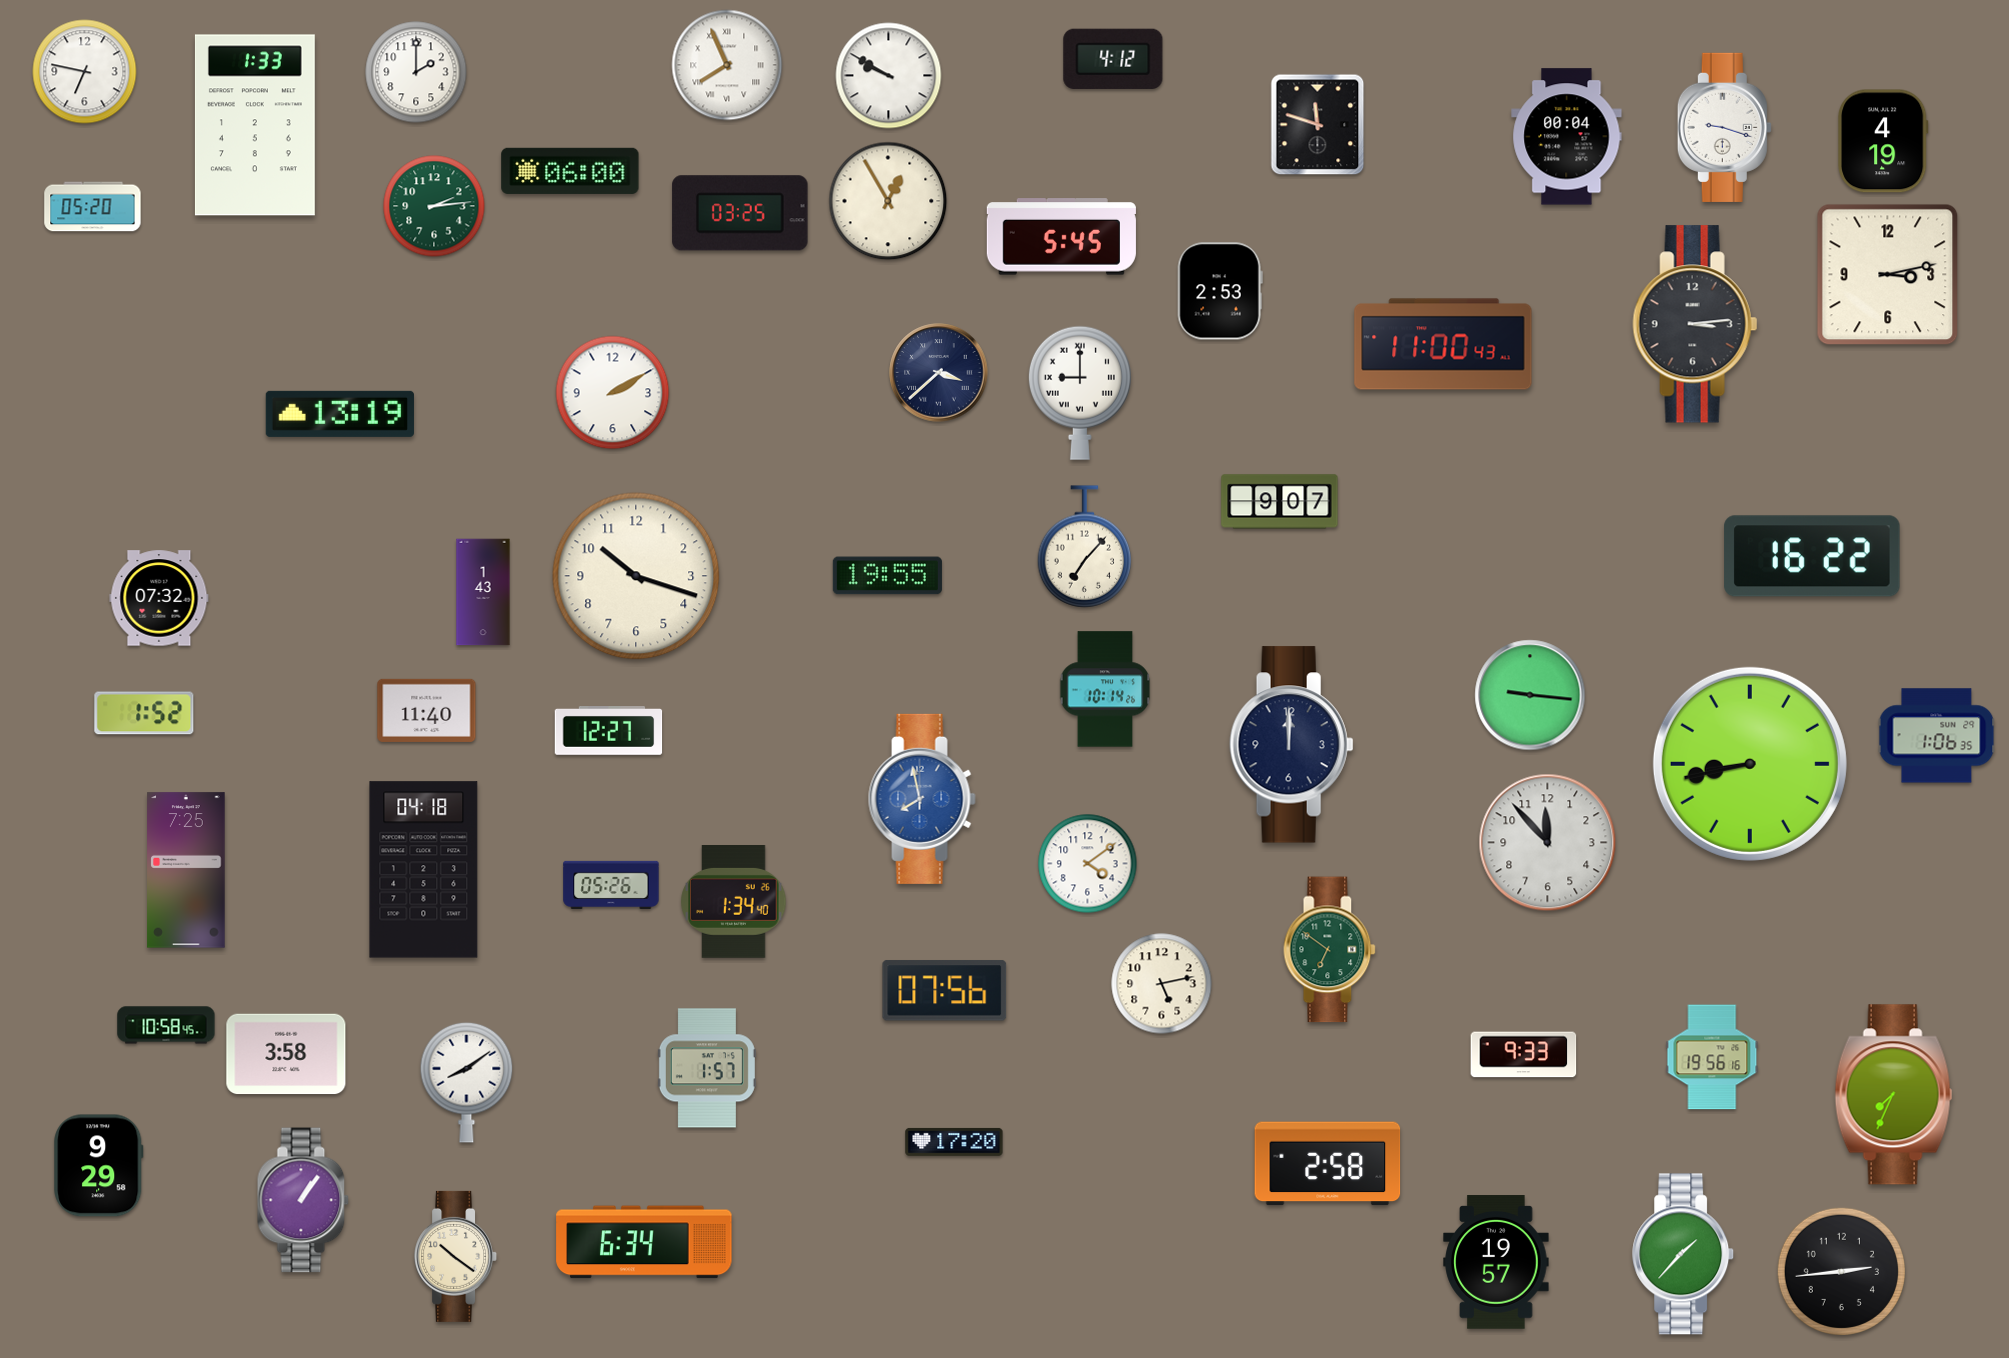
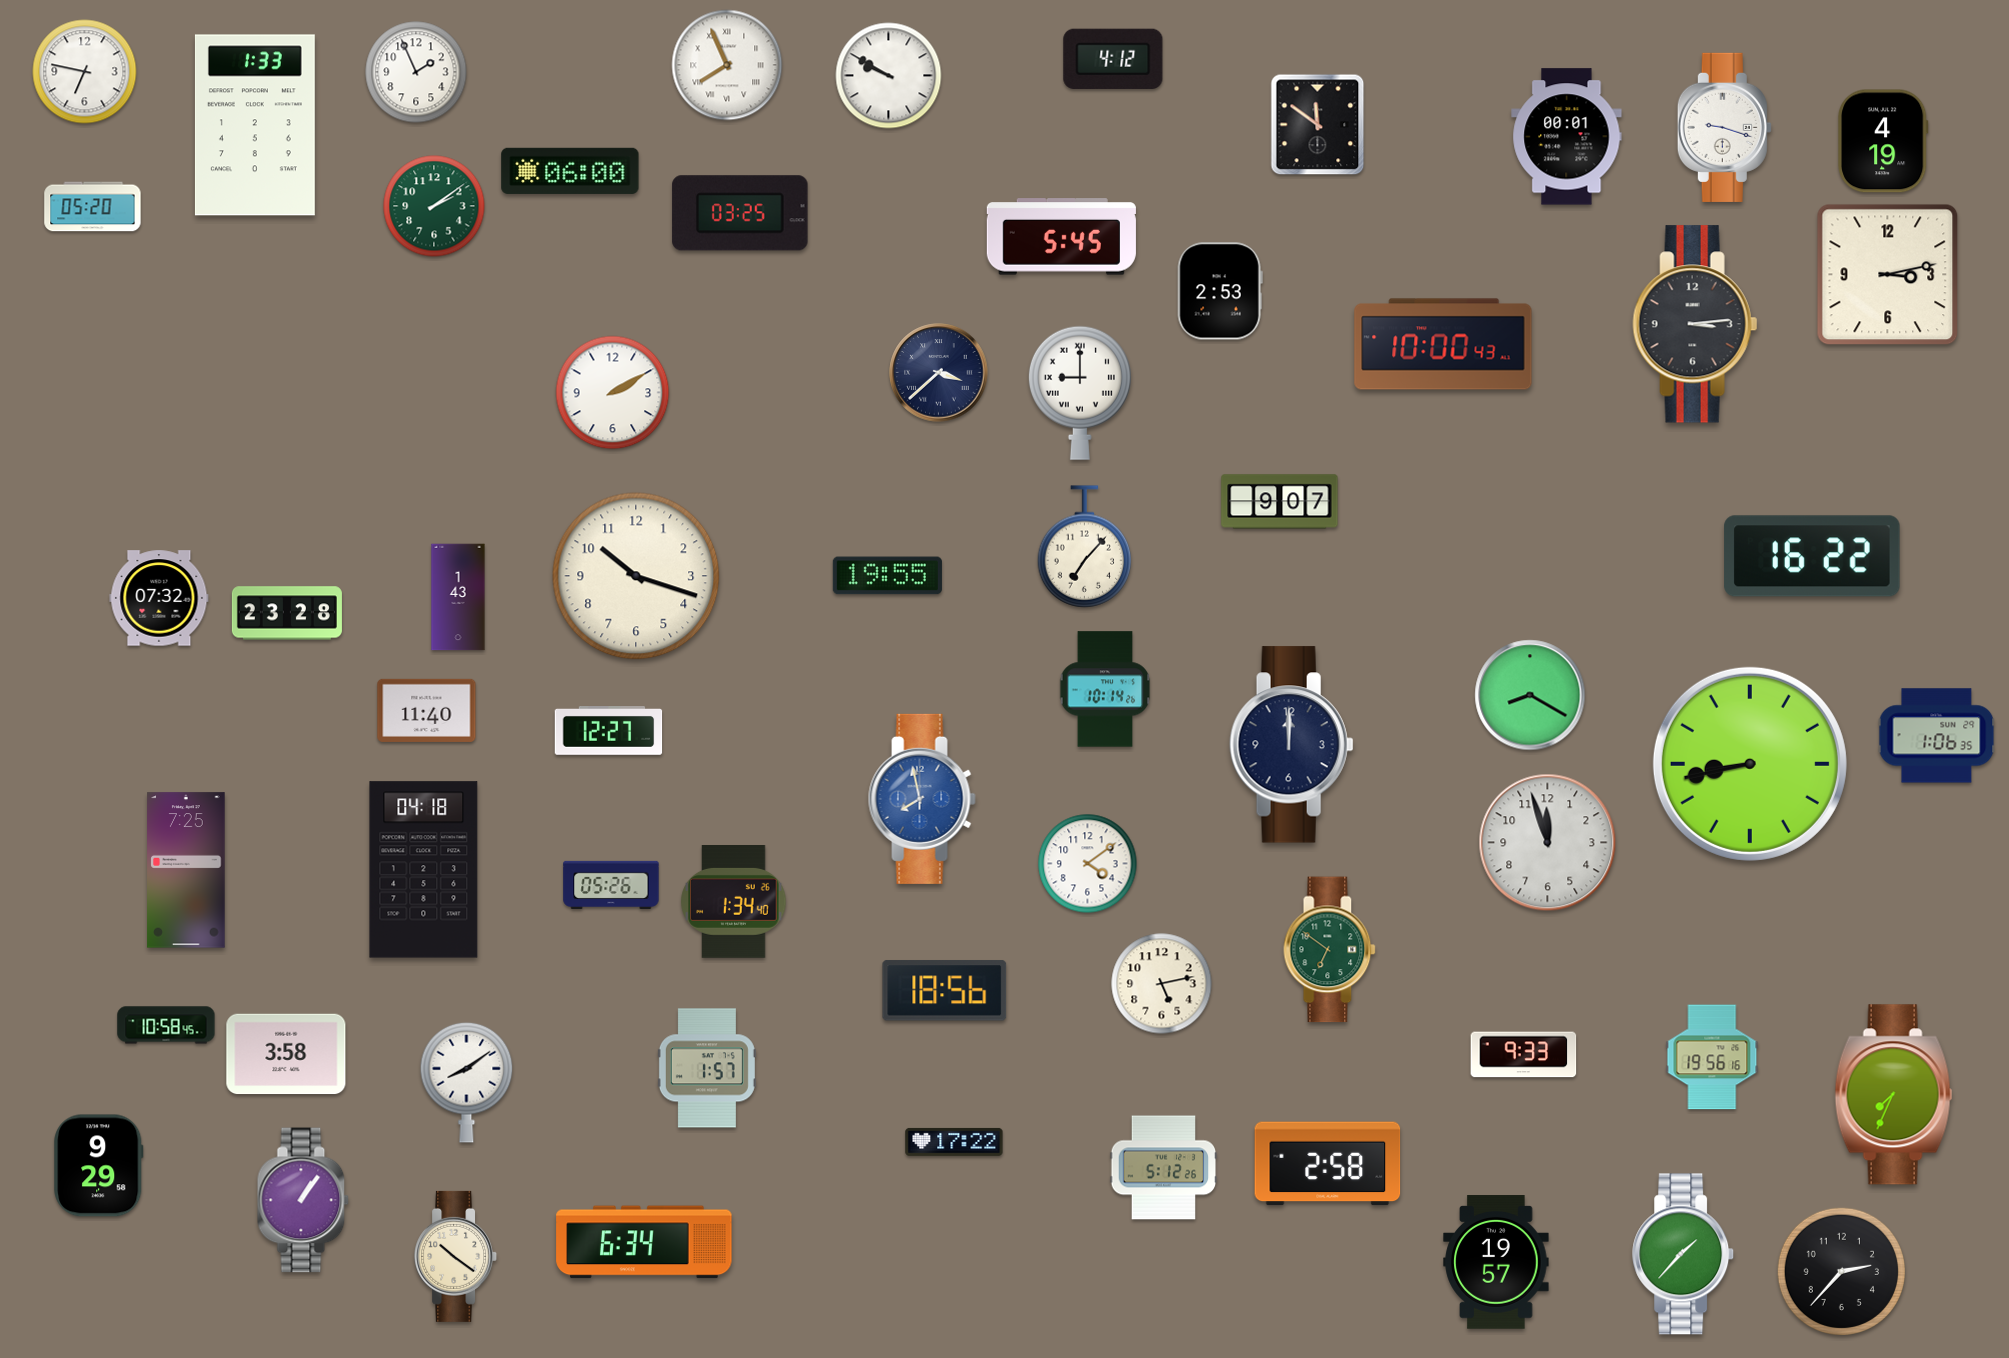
clock at (416, 72): 2:00 -> 1:56
clock at (1318, 125): 11:48 -> 11:51
clock at (1567, 137): 00:04 -> 00:01
clock at (888, 201): 12:55 -> none
clock at (434, 206): 2:14 -> 2:09
clock at (1443, 344): 11:00 -> 10:00
clock at (340, 414): 13:19 -> none
clock at (483, 592) position: (483, 592) -> (458, 597)
clock at (287, 613): none -> 23:28
clock at (1530, 695): 9:16 -> 8:20
clock at (144, 713): 1:52 -> none
clock at (1548, 843): 11:53 -> 11:57
clock at (945, 991): 07:56 -> 18:56
clock at (954, 1142): 17:20 -> 17:22
clock at (1164, 1168): none -> 5:12
clock at (1841, 1271): 2:44 -> 2:37
